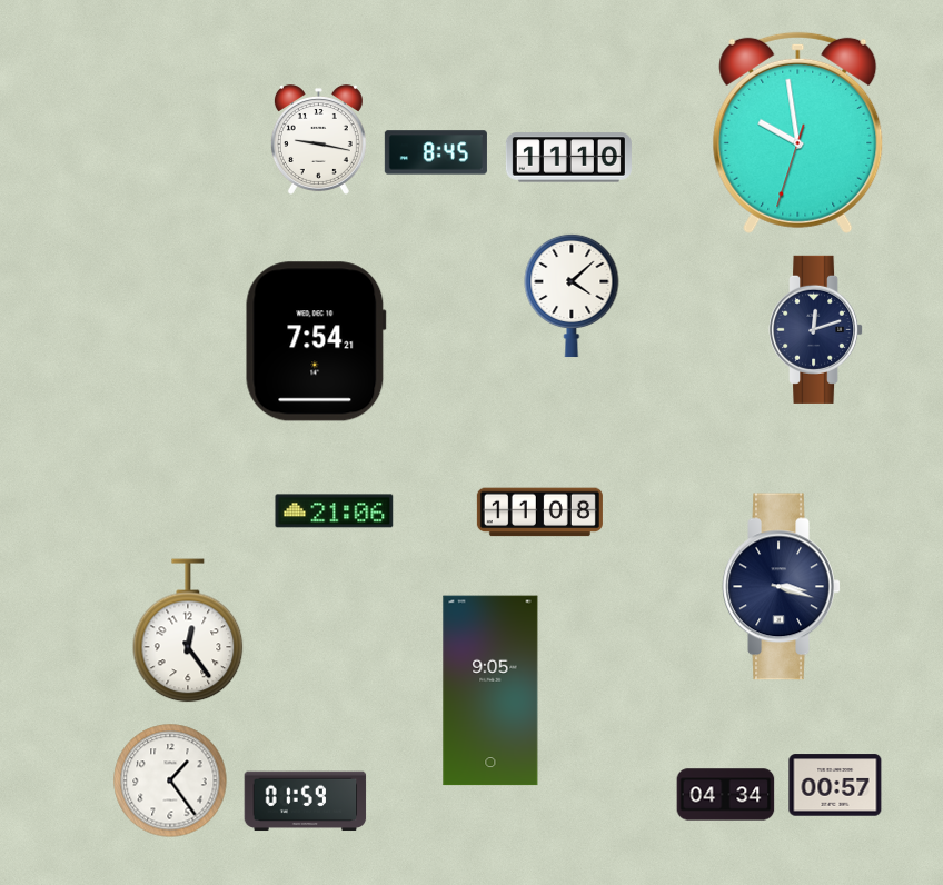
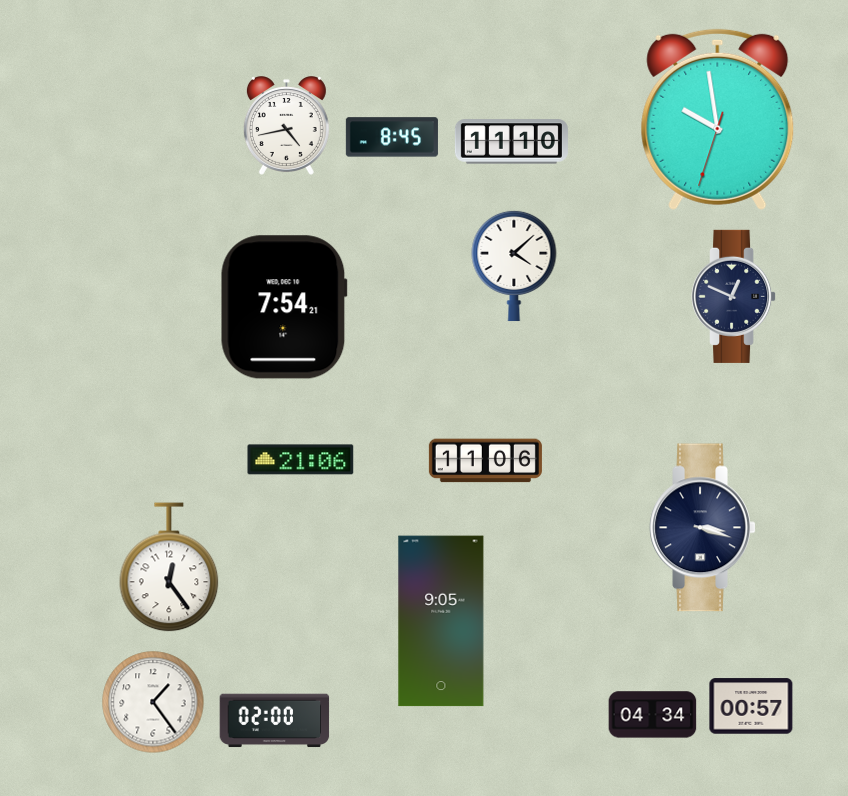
clock at (318, 140): 9:17 -> 4:43
clock at (816, 329): 12:12 -> 12:49
clock at (539, 513): 11:08 -> 11:06
clock at (306, 802): 01:59 -> 02:00
